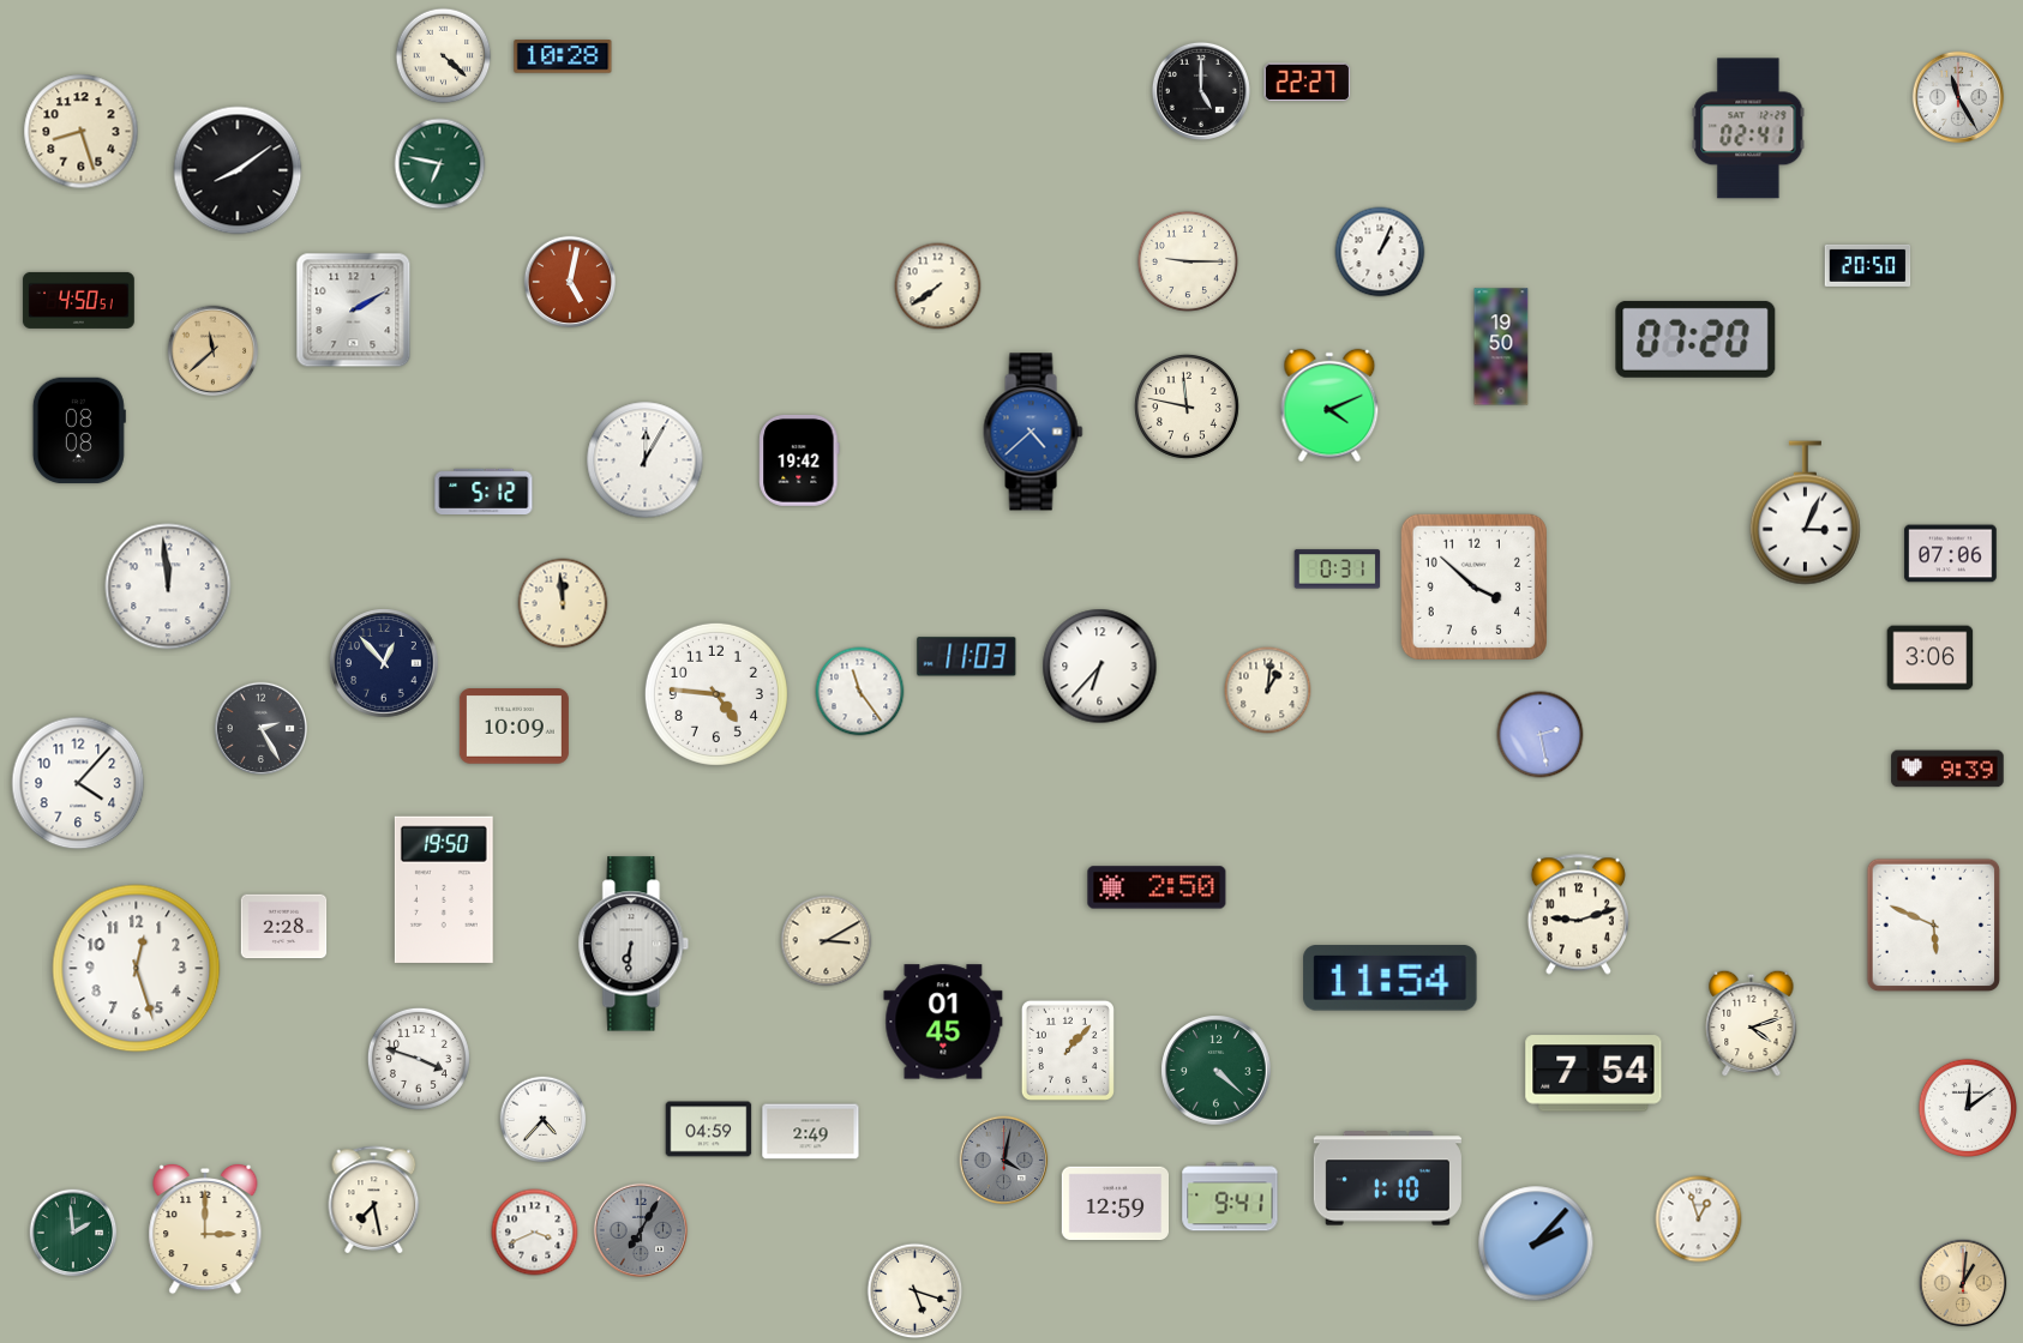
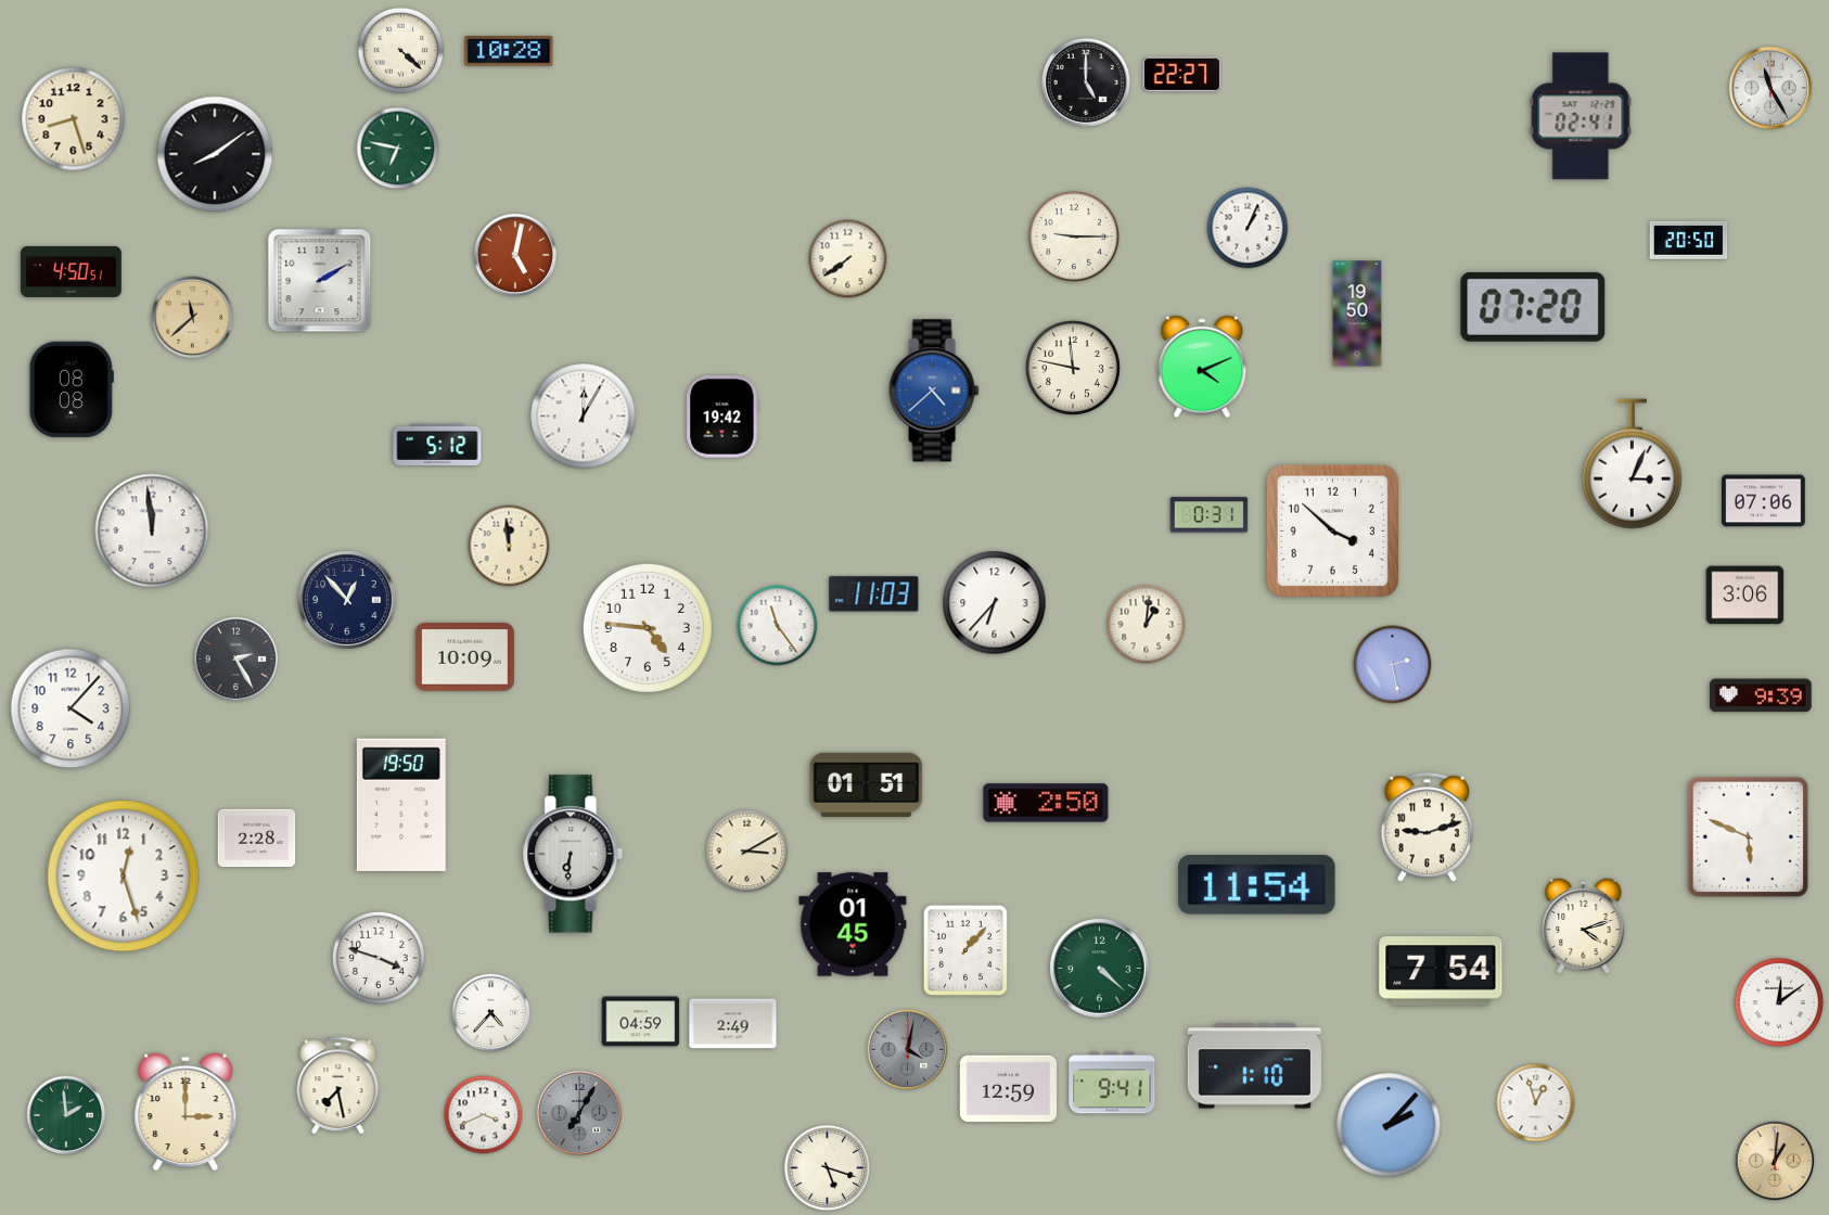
clock at (867, 784): none -> 01:51
